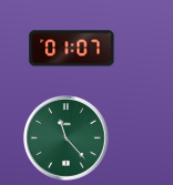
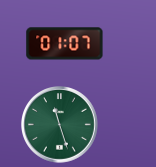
clock at (67, 138): 11:23 -> 11:27
